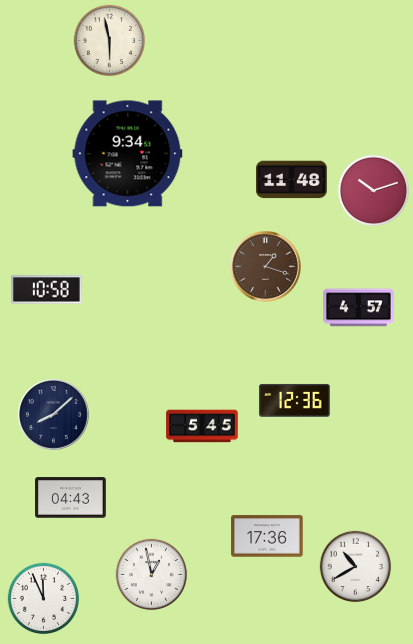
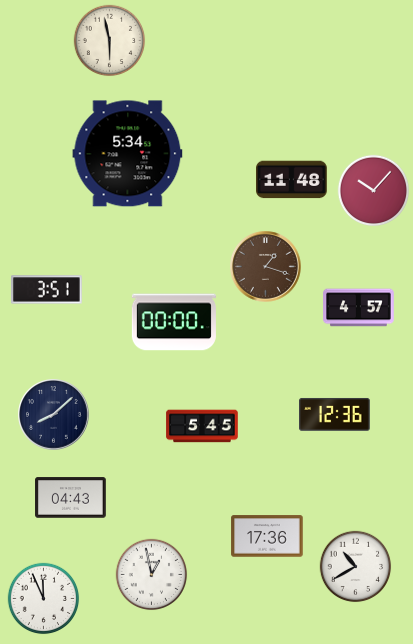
clock at (128, 154): 9:34 -> 5:34
clock at (374, 191): 10:12 -> 10:07
clock at (47, 290): 10:58 -> 3:51
clock at (174, 322): none -> 00:00
clock at (295, 400) position: (295, 400) -> (335, 414)
